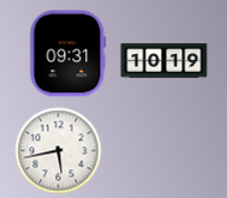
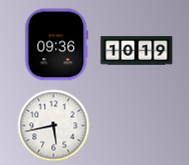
clock at (68, 54): 09:31 -> 09:36
clock at (59, 151) position: (59, 151) -> (54, 126)
